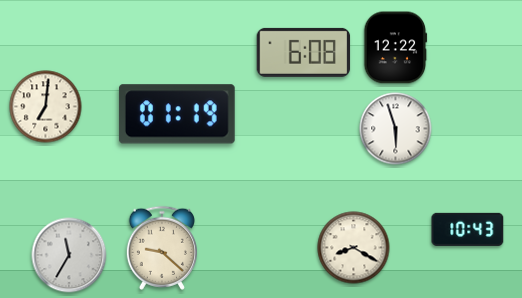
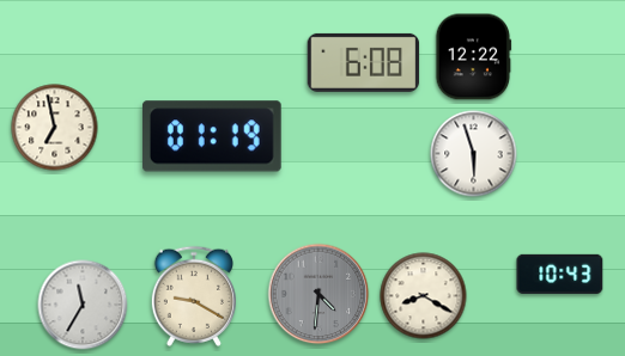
clock at (46, 107): 7:01 -> 6:58
clock at (318, 294): none -> 4:31
clock at (162, 248): 9:22 -> 9:20
